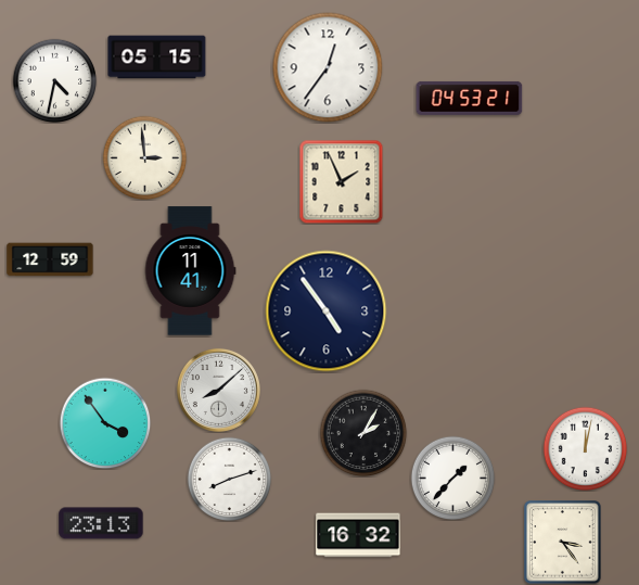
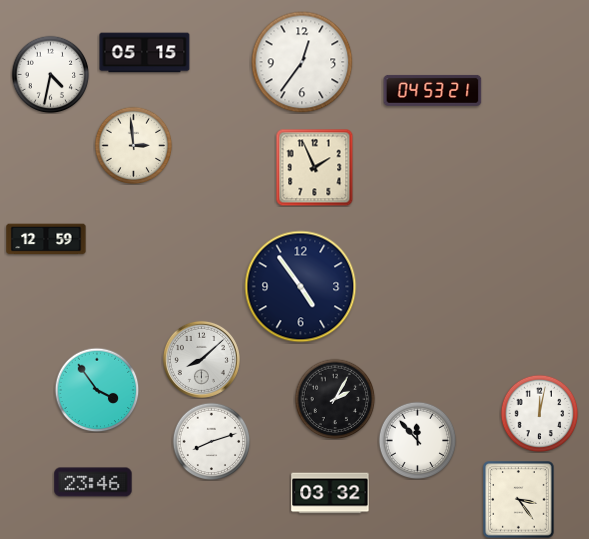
clock at (190, 271): 11:41 -> none
clock at (452, 478): 1:37 -> 11:53
clock at (101, 523): 23:13 -> 23:46
clock at (358, 535): 16:32 -> 03:32
